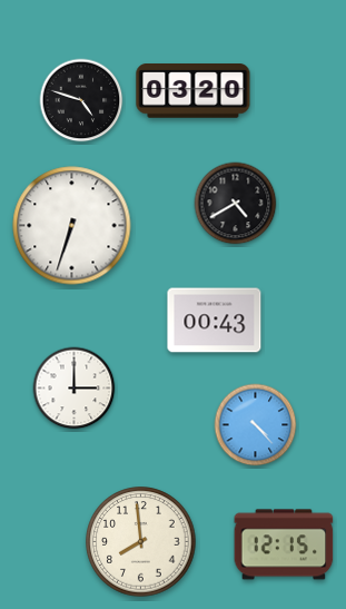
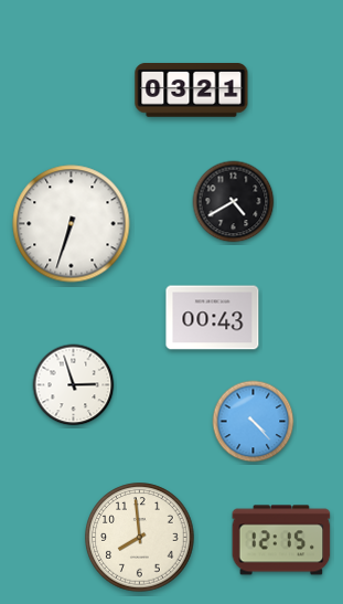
clock at (194, 91): 03:20 -> 03:21
clock at (81, 100): 4:48 -> none
clock at (75, 389): 3:00 -> 2:57
